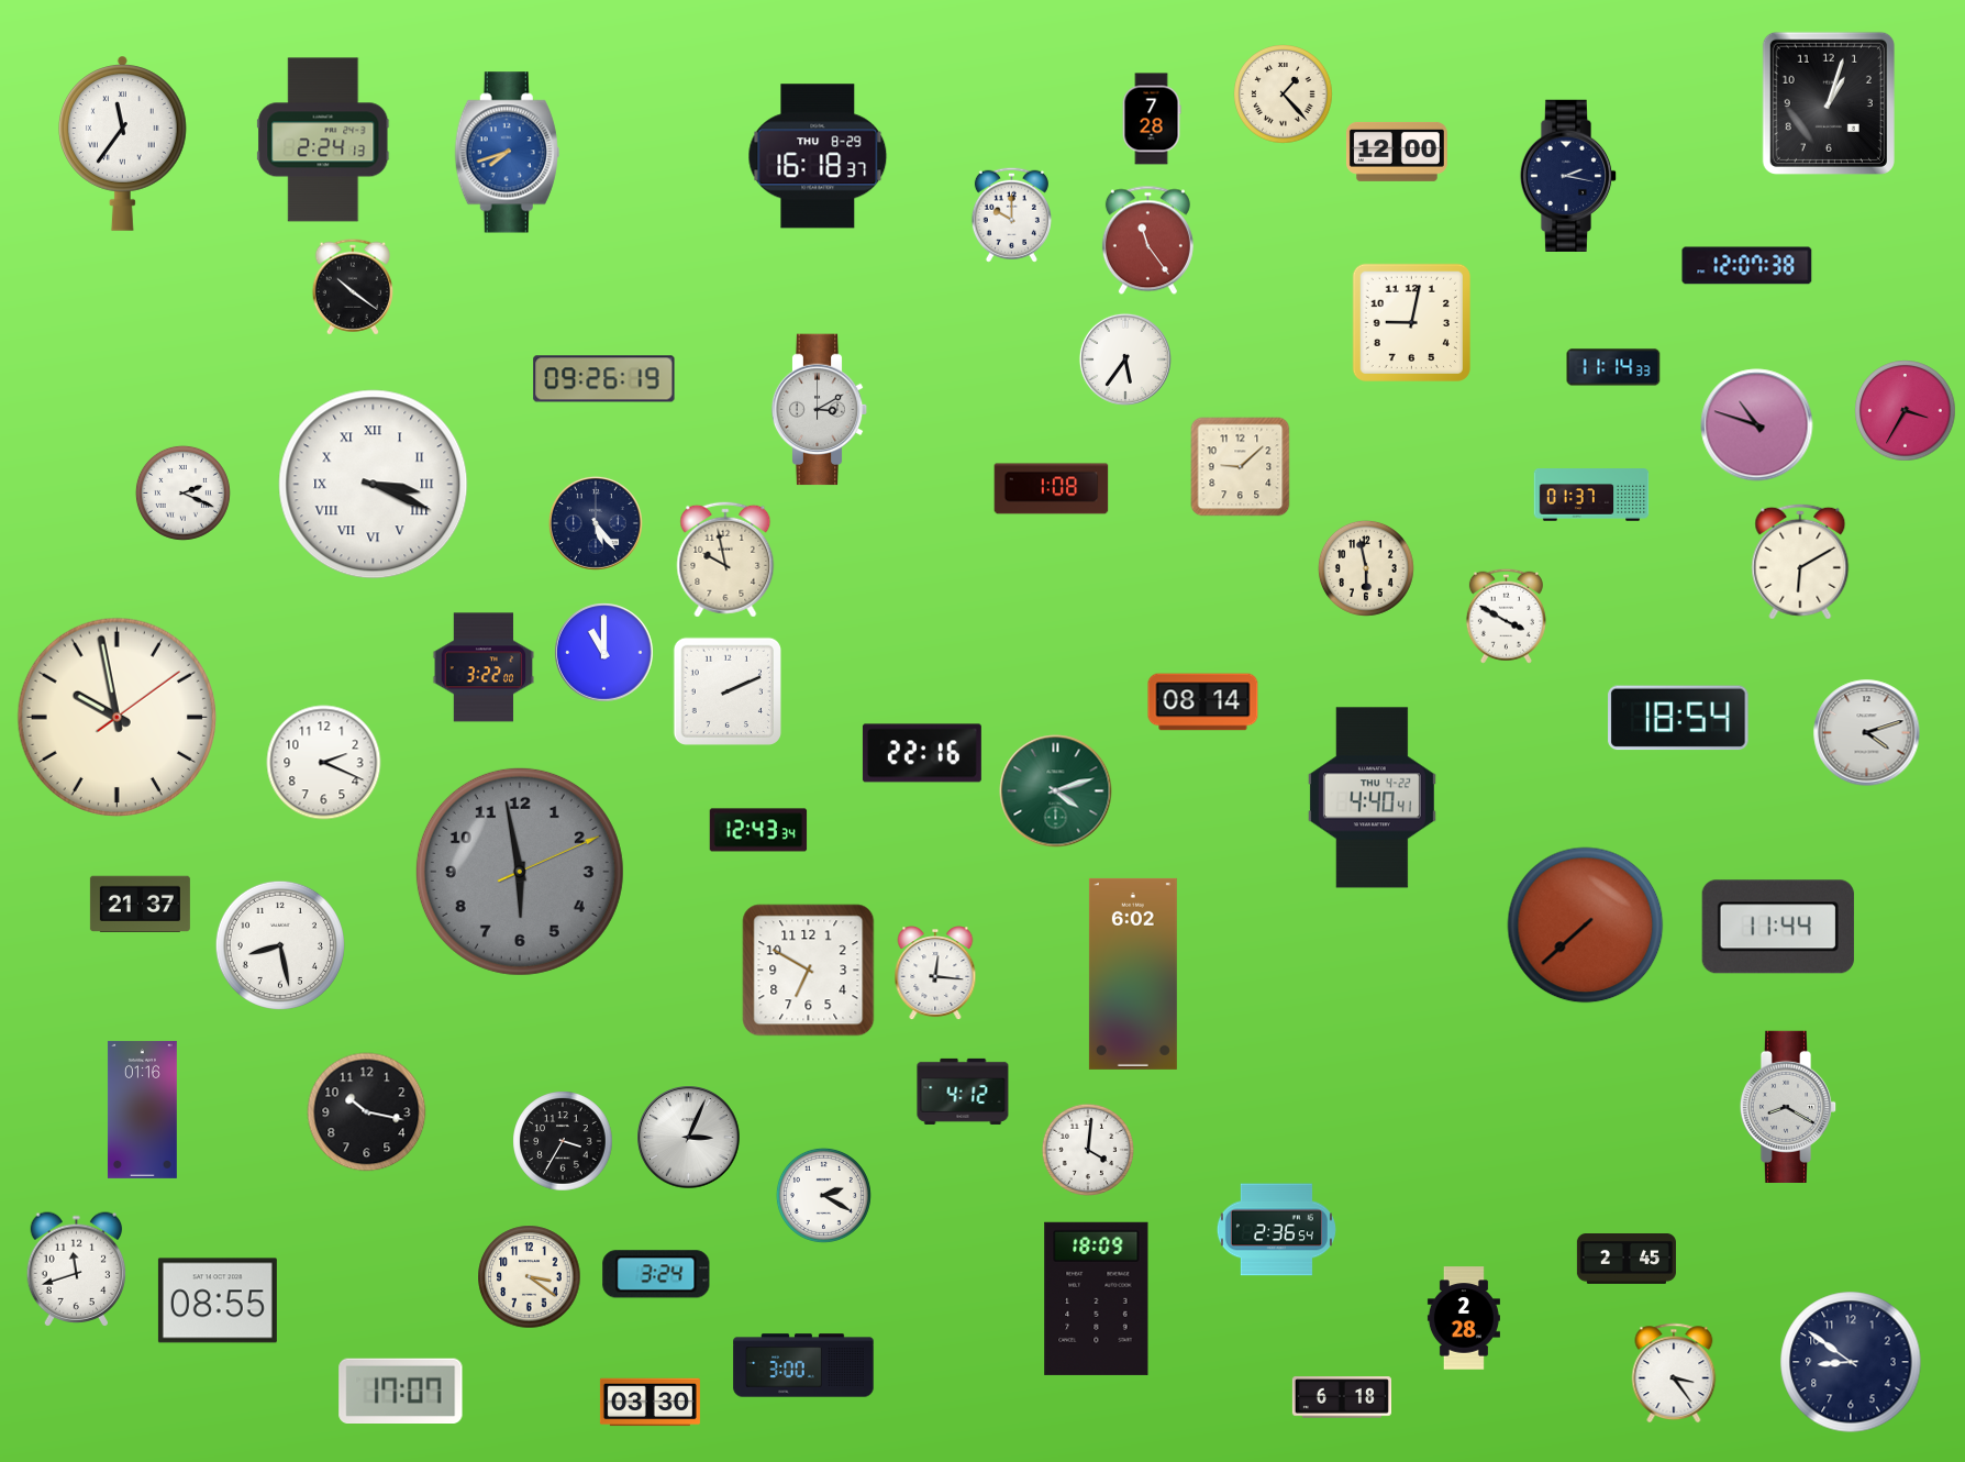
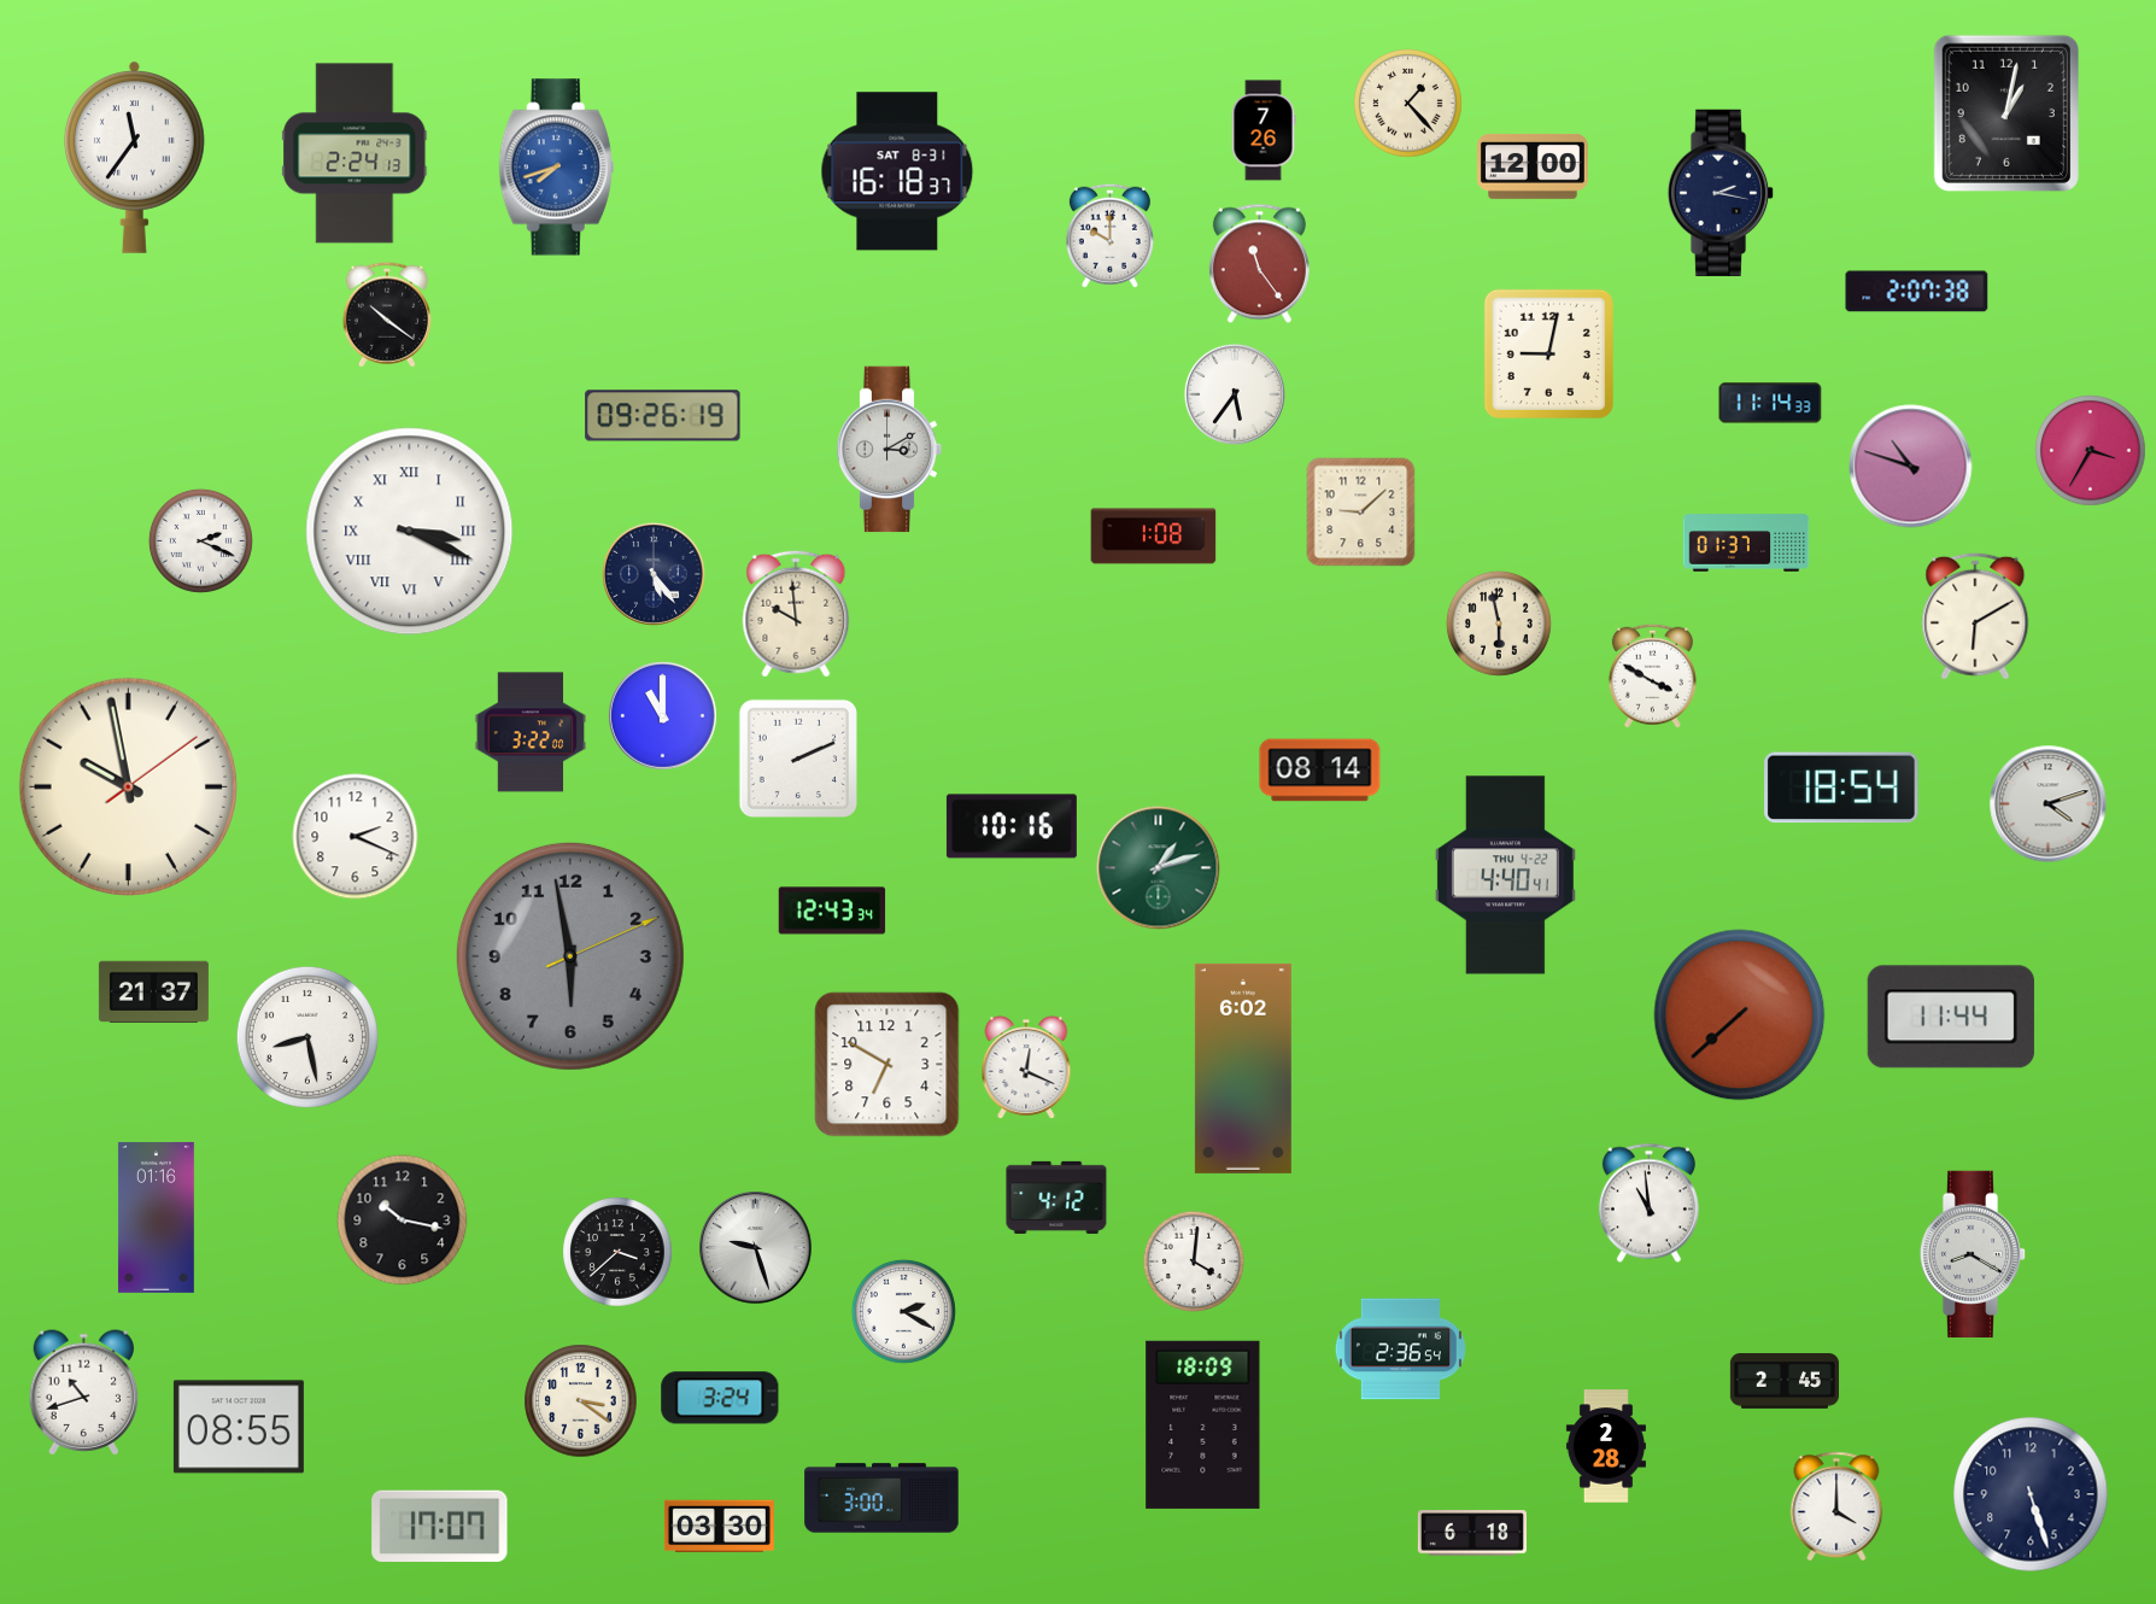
clock at (1829, 103): 1:03 -> 1:02
clock at (1152, 119): 7:28 -> 7:26
clock at (818, 156) date: THU 8-29 -> SAT 8-31
clock at (1747, 266): 12:07 -> 2:07
clock at (820, 410) position: (820, 410) -> (890, 450)
clock at (1757, 425) position: (1757, 425) -> (1911, 467)
clock at (725, 560): 9:58 -> 9:59
clock at (922, 753): 22:16 -> 10:16
clock at (1056, 791): 4:12 -> 1:12
clock at (935, 974): 12:16 -> 12:19
clock at (1648, 1204): none -> 10:59
clock at (1788, 1106) position: (1788, 1106) -> (1973, 1253)
clock at (689, 1138): 3:04 -> 9:27
clock at (563, 1141): 3:35 -> 3:38
clock at (77, 1270): 11:42 -> 10:42
clock at (1851, 1362): 8:51 -> 5:27
clock at (1674, 1373): 3:24 -> 4:00
clock at (650, 1403) position: (650, 1403) -> (719, 1527)
